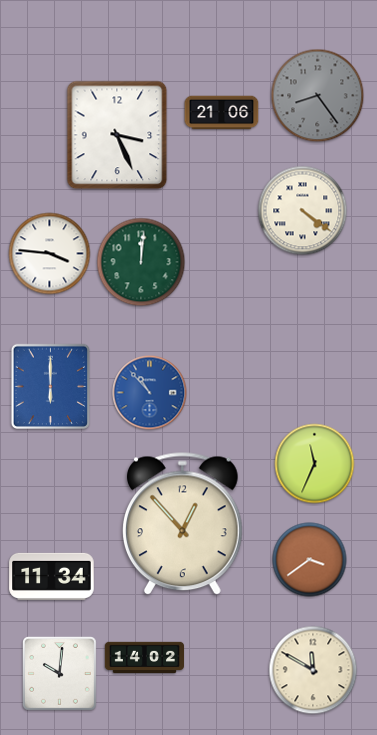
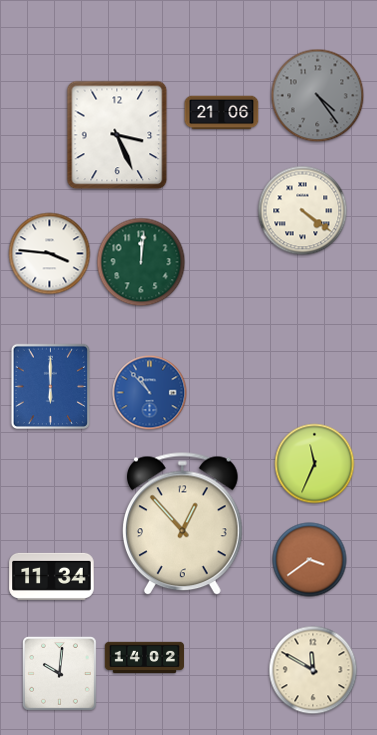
clock at (318, 96): 8:24 -> 4:24
